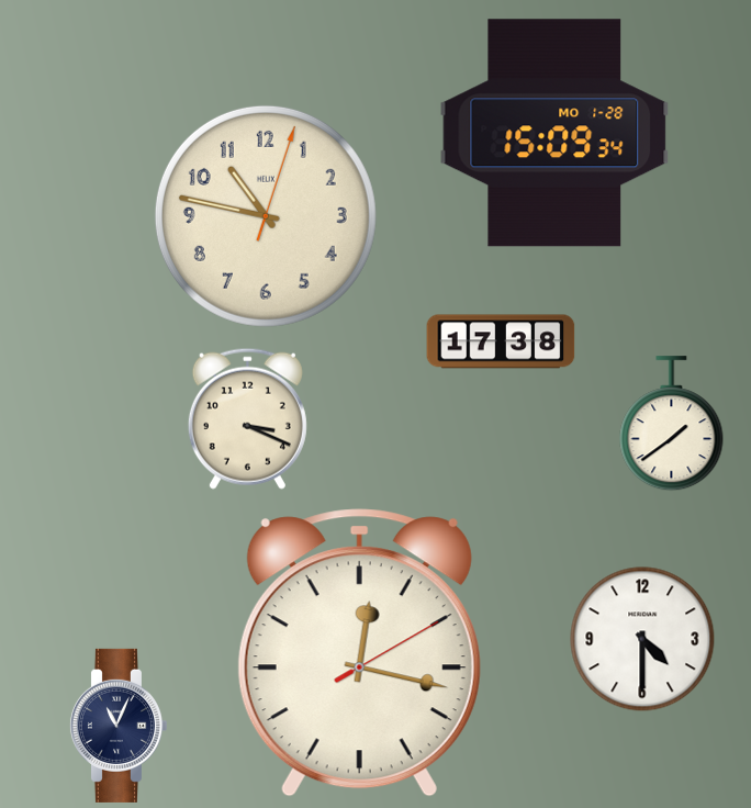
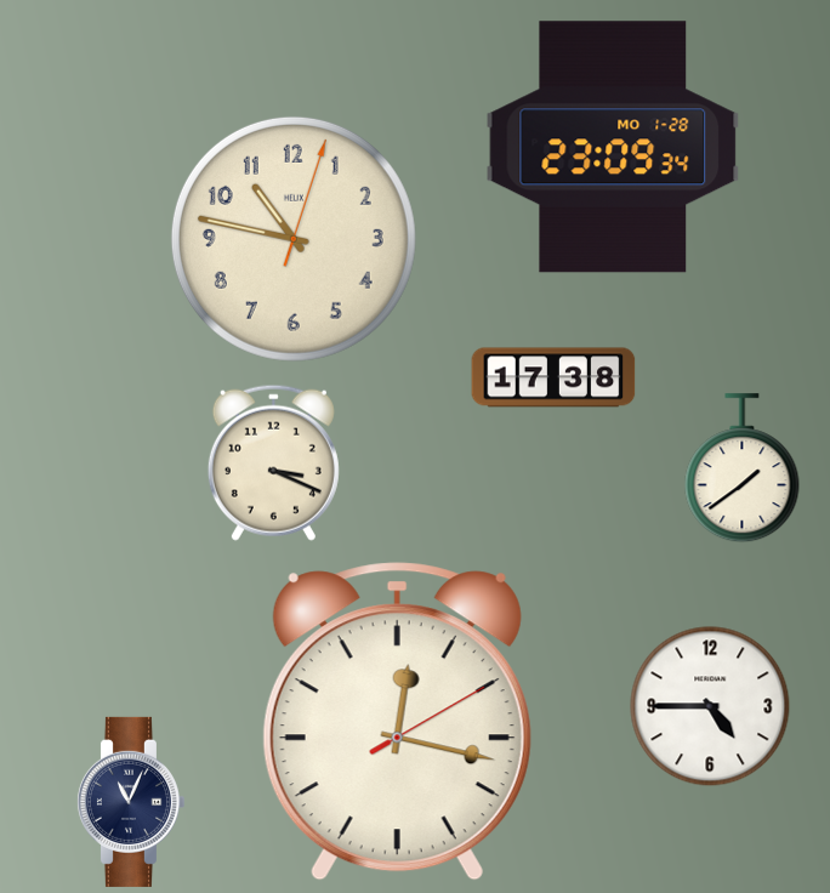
clock at (554, 133): 15:09 -> 23:09
clock at (642, 639): 4:30 -> 4:45
